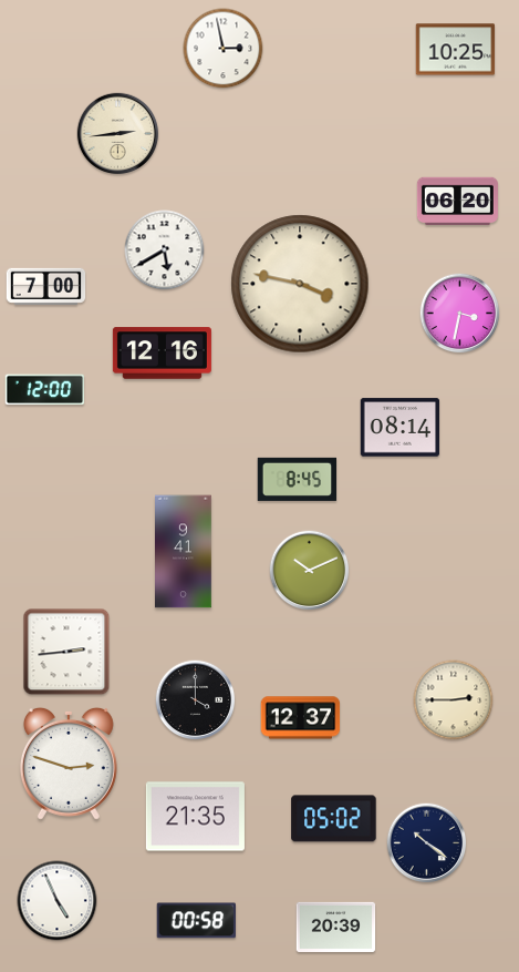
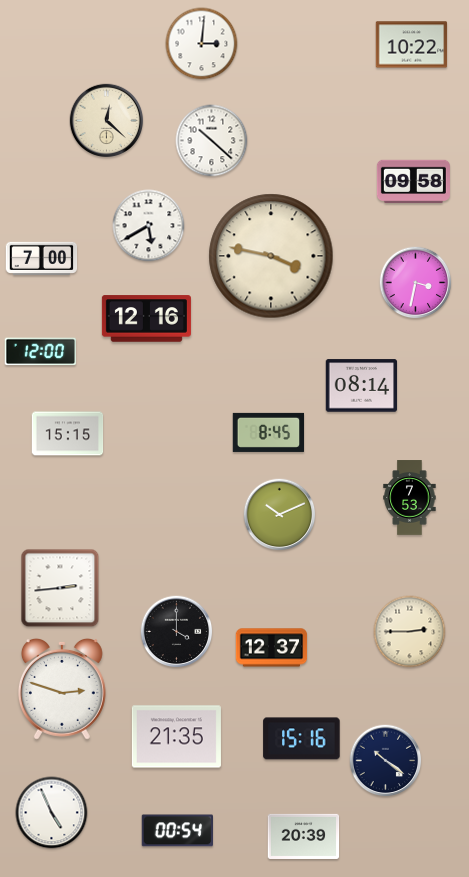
clock at (224, 49): 2:58 -> 3:01
clock at (456, 50): 10:25 -> 10:22
clock at (118, 134): 2:44 -> 12:22
clock at (212, 141): none -> 10:22
clock at (457, 201): 06:20 -> 09:58
clock at (68, 434): none -> 15:15
clock at (184, 552): 9:41 -> none
clock at (410, 498): none -> 7:53
clock at (334, 819): 05:02 -> 15:16
clock at (196, 921): 00:58 -> 00:54
